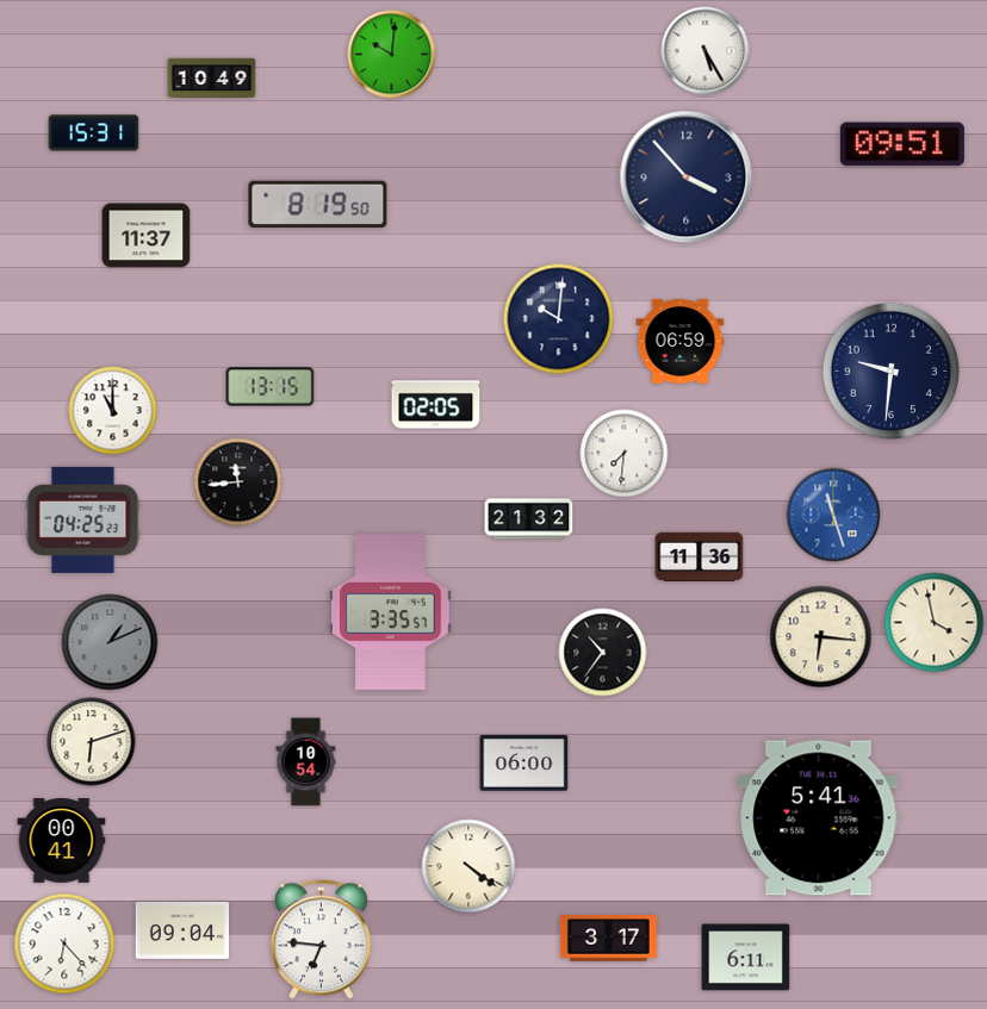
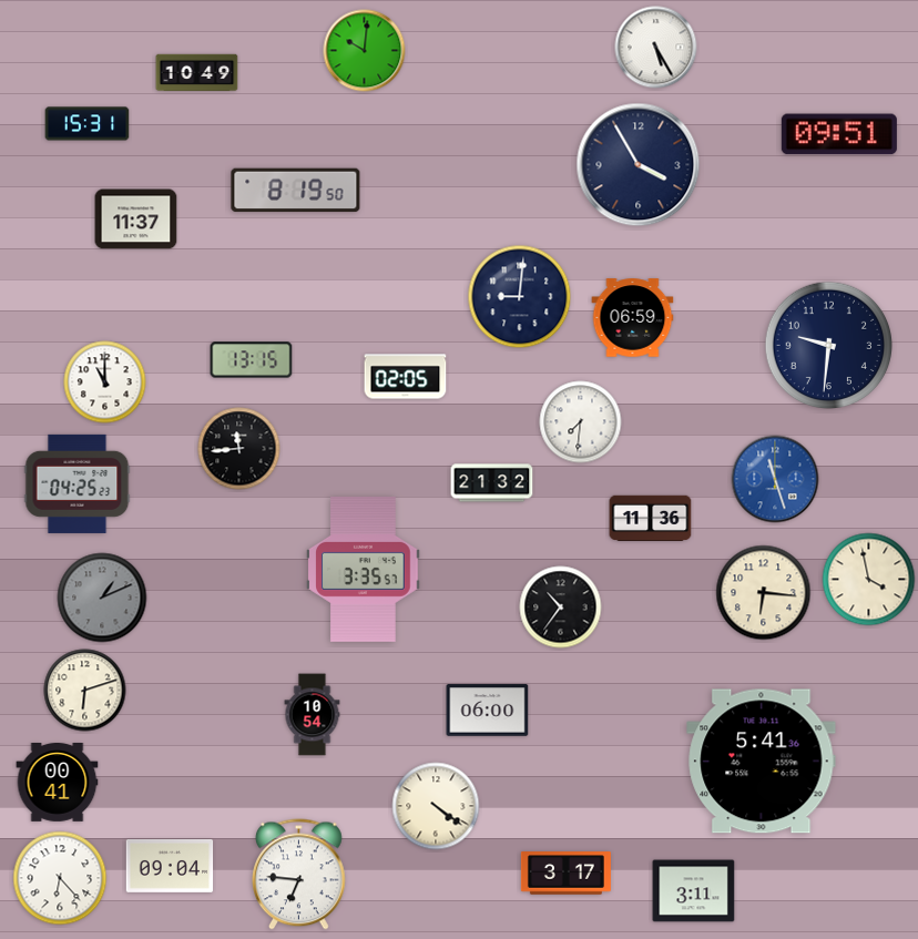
clock at (687, 177): 3:53 -> 3:55
clock at (559, 319): 10:01 -> 9:01
clock at (238, 482) position: (238, 482) -> (239, 449)
clock at (306, 762) position: (306, 762) -> (313, 715)
clock at (746, 958): 6:11 -> 3:11
